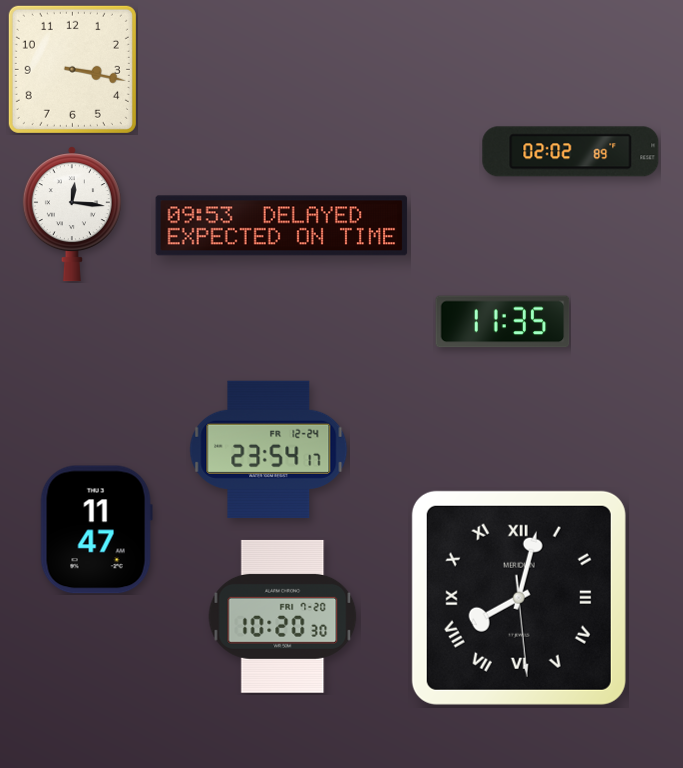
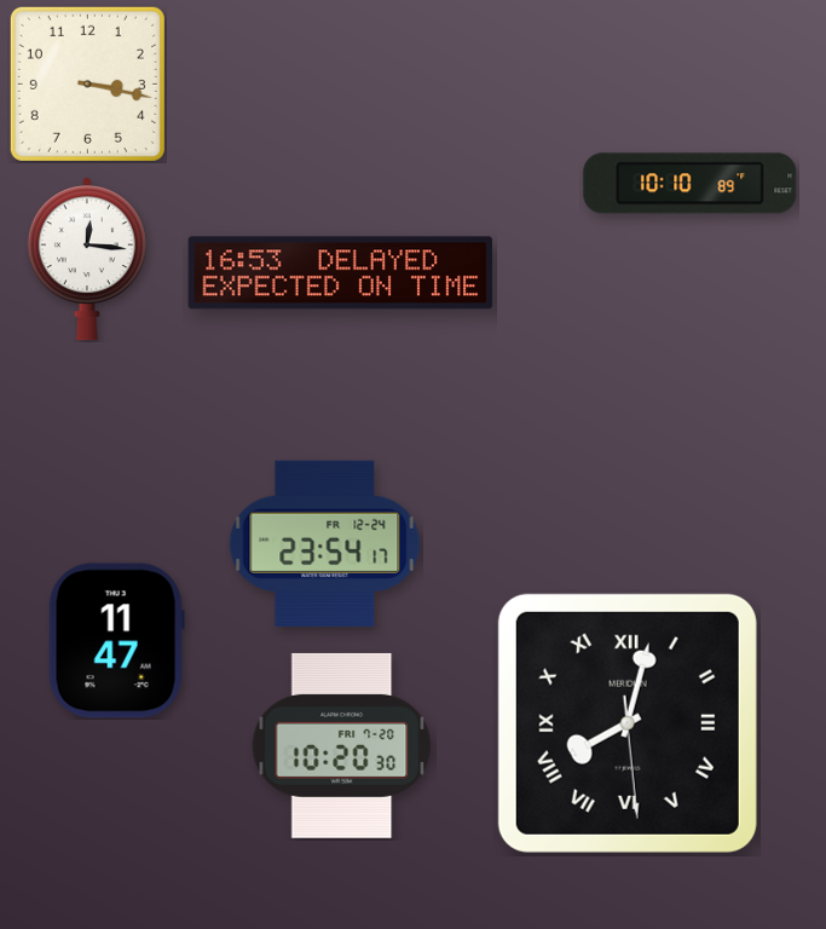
clock at (571, 152): 02:02 -> 10:10
clock at (282, 226): 09:53 -> 16:53
clock at (503, 322): 11:35 -> none
